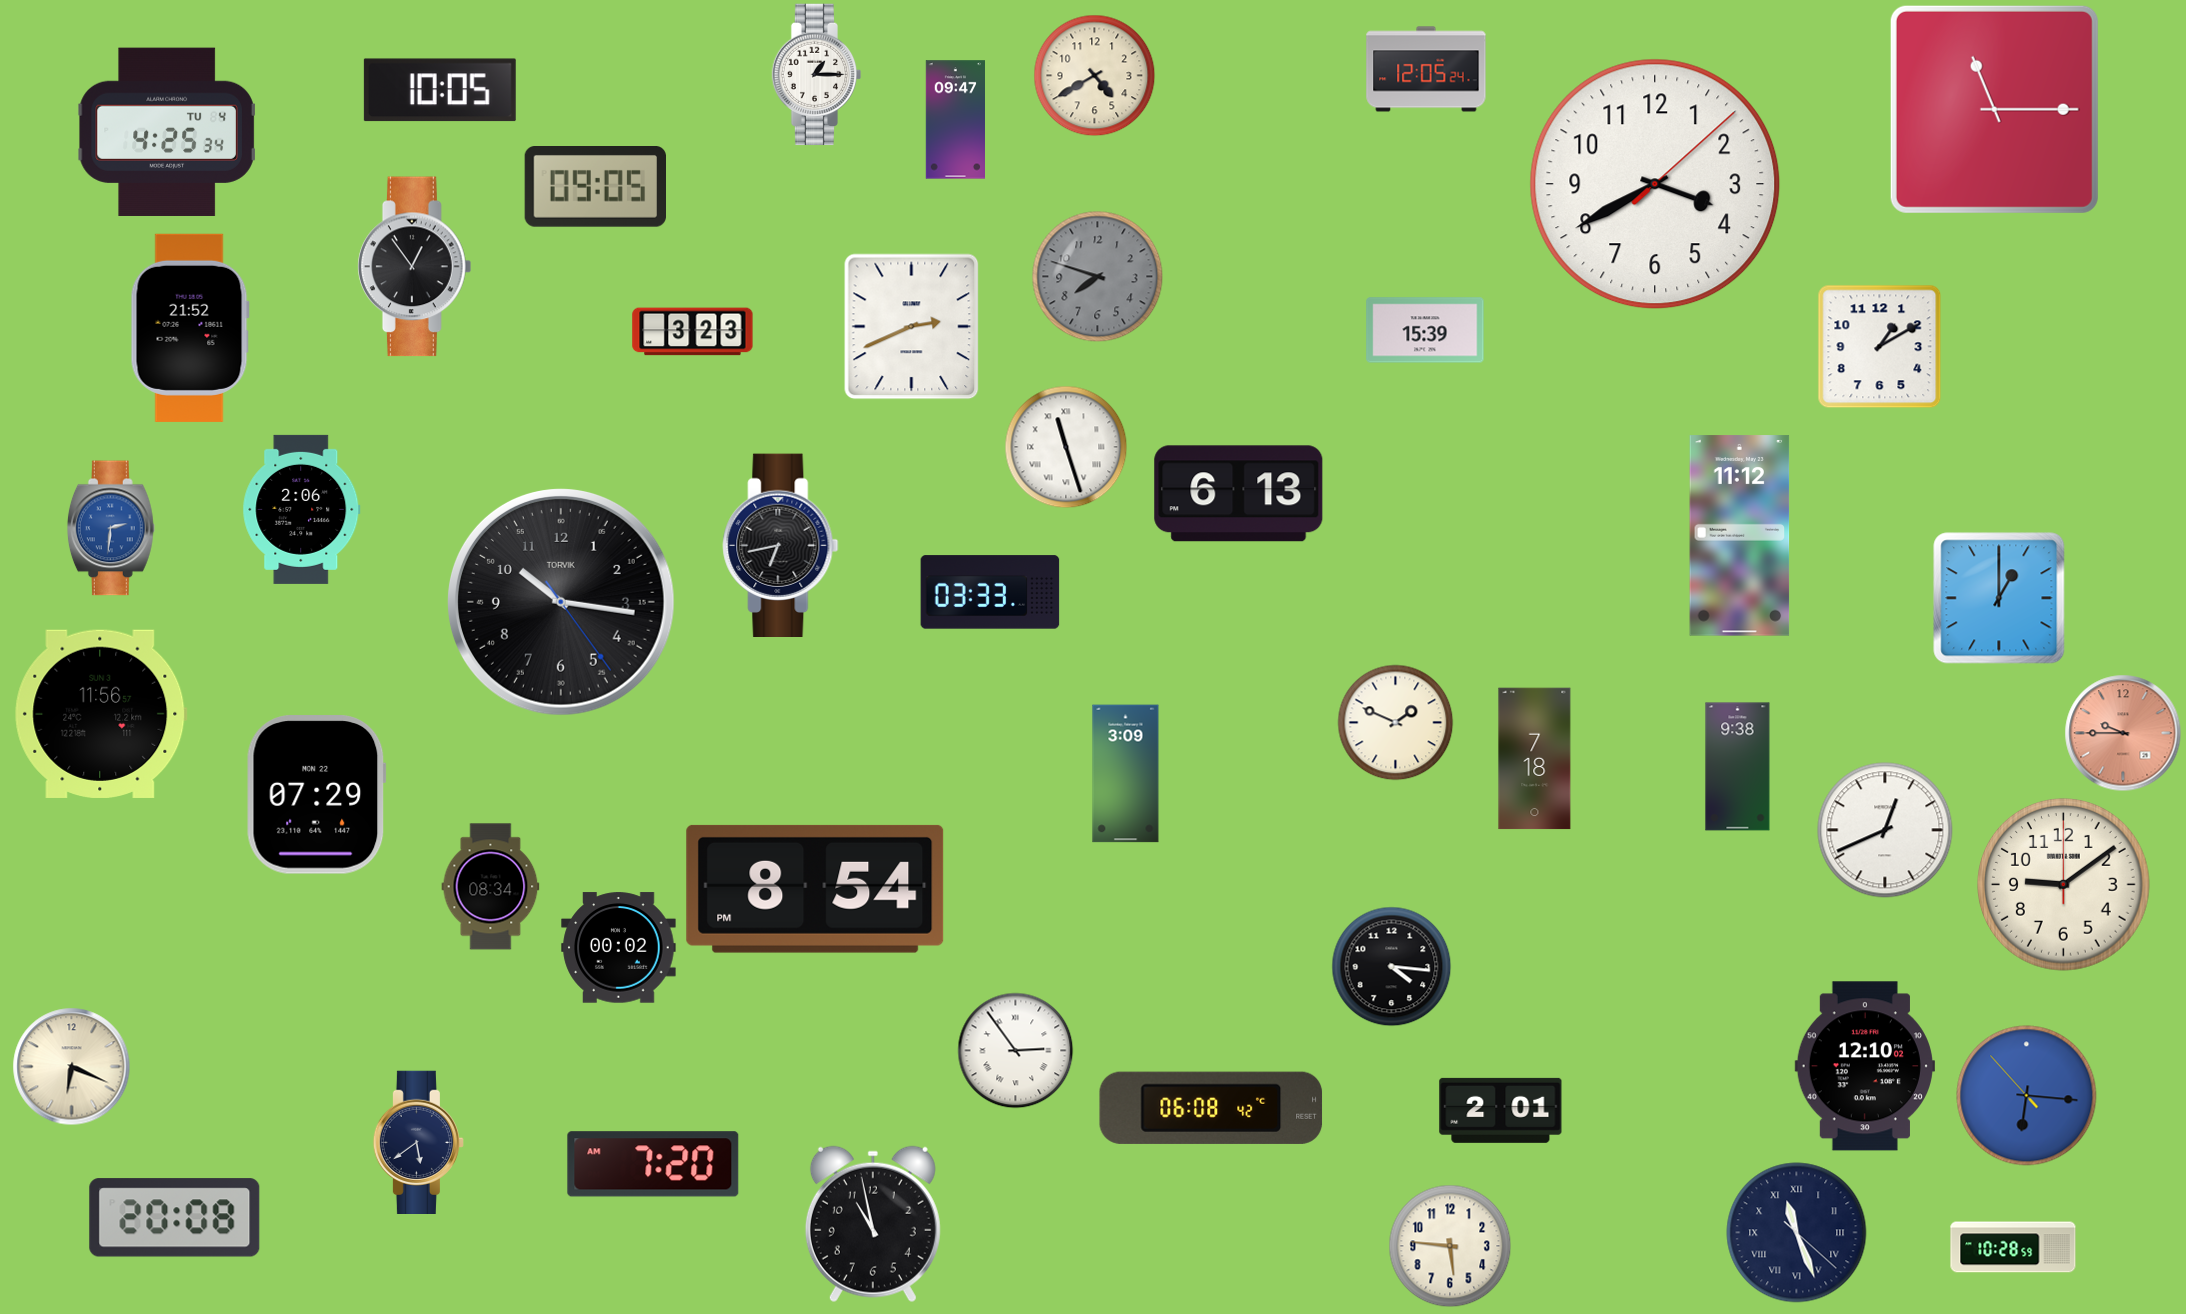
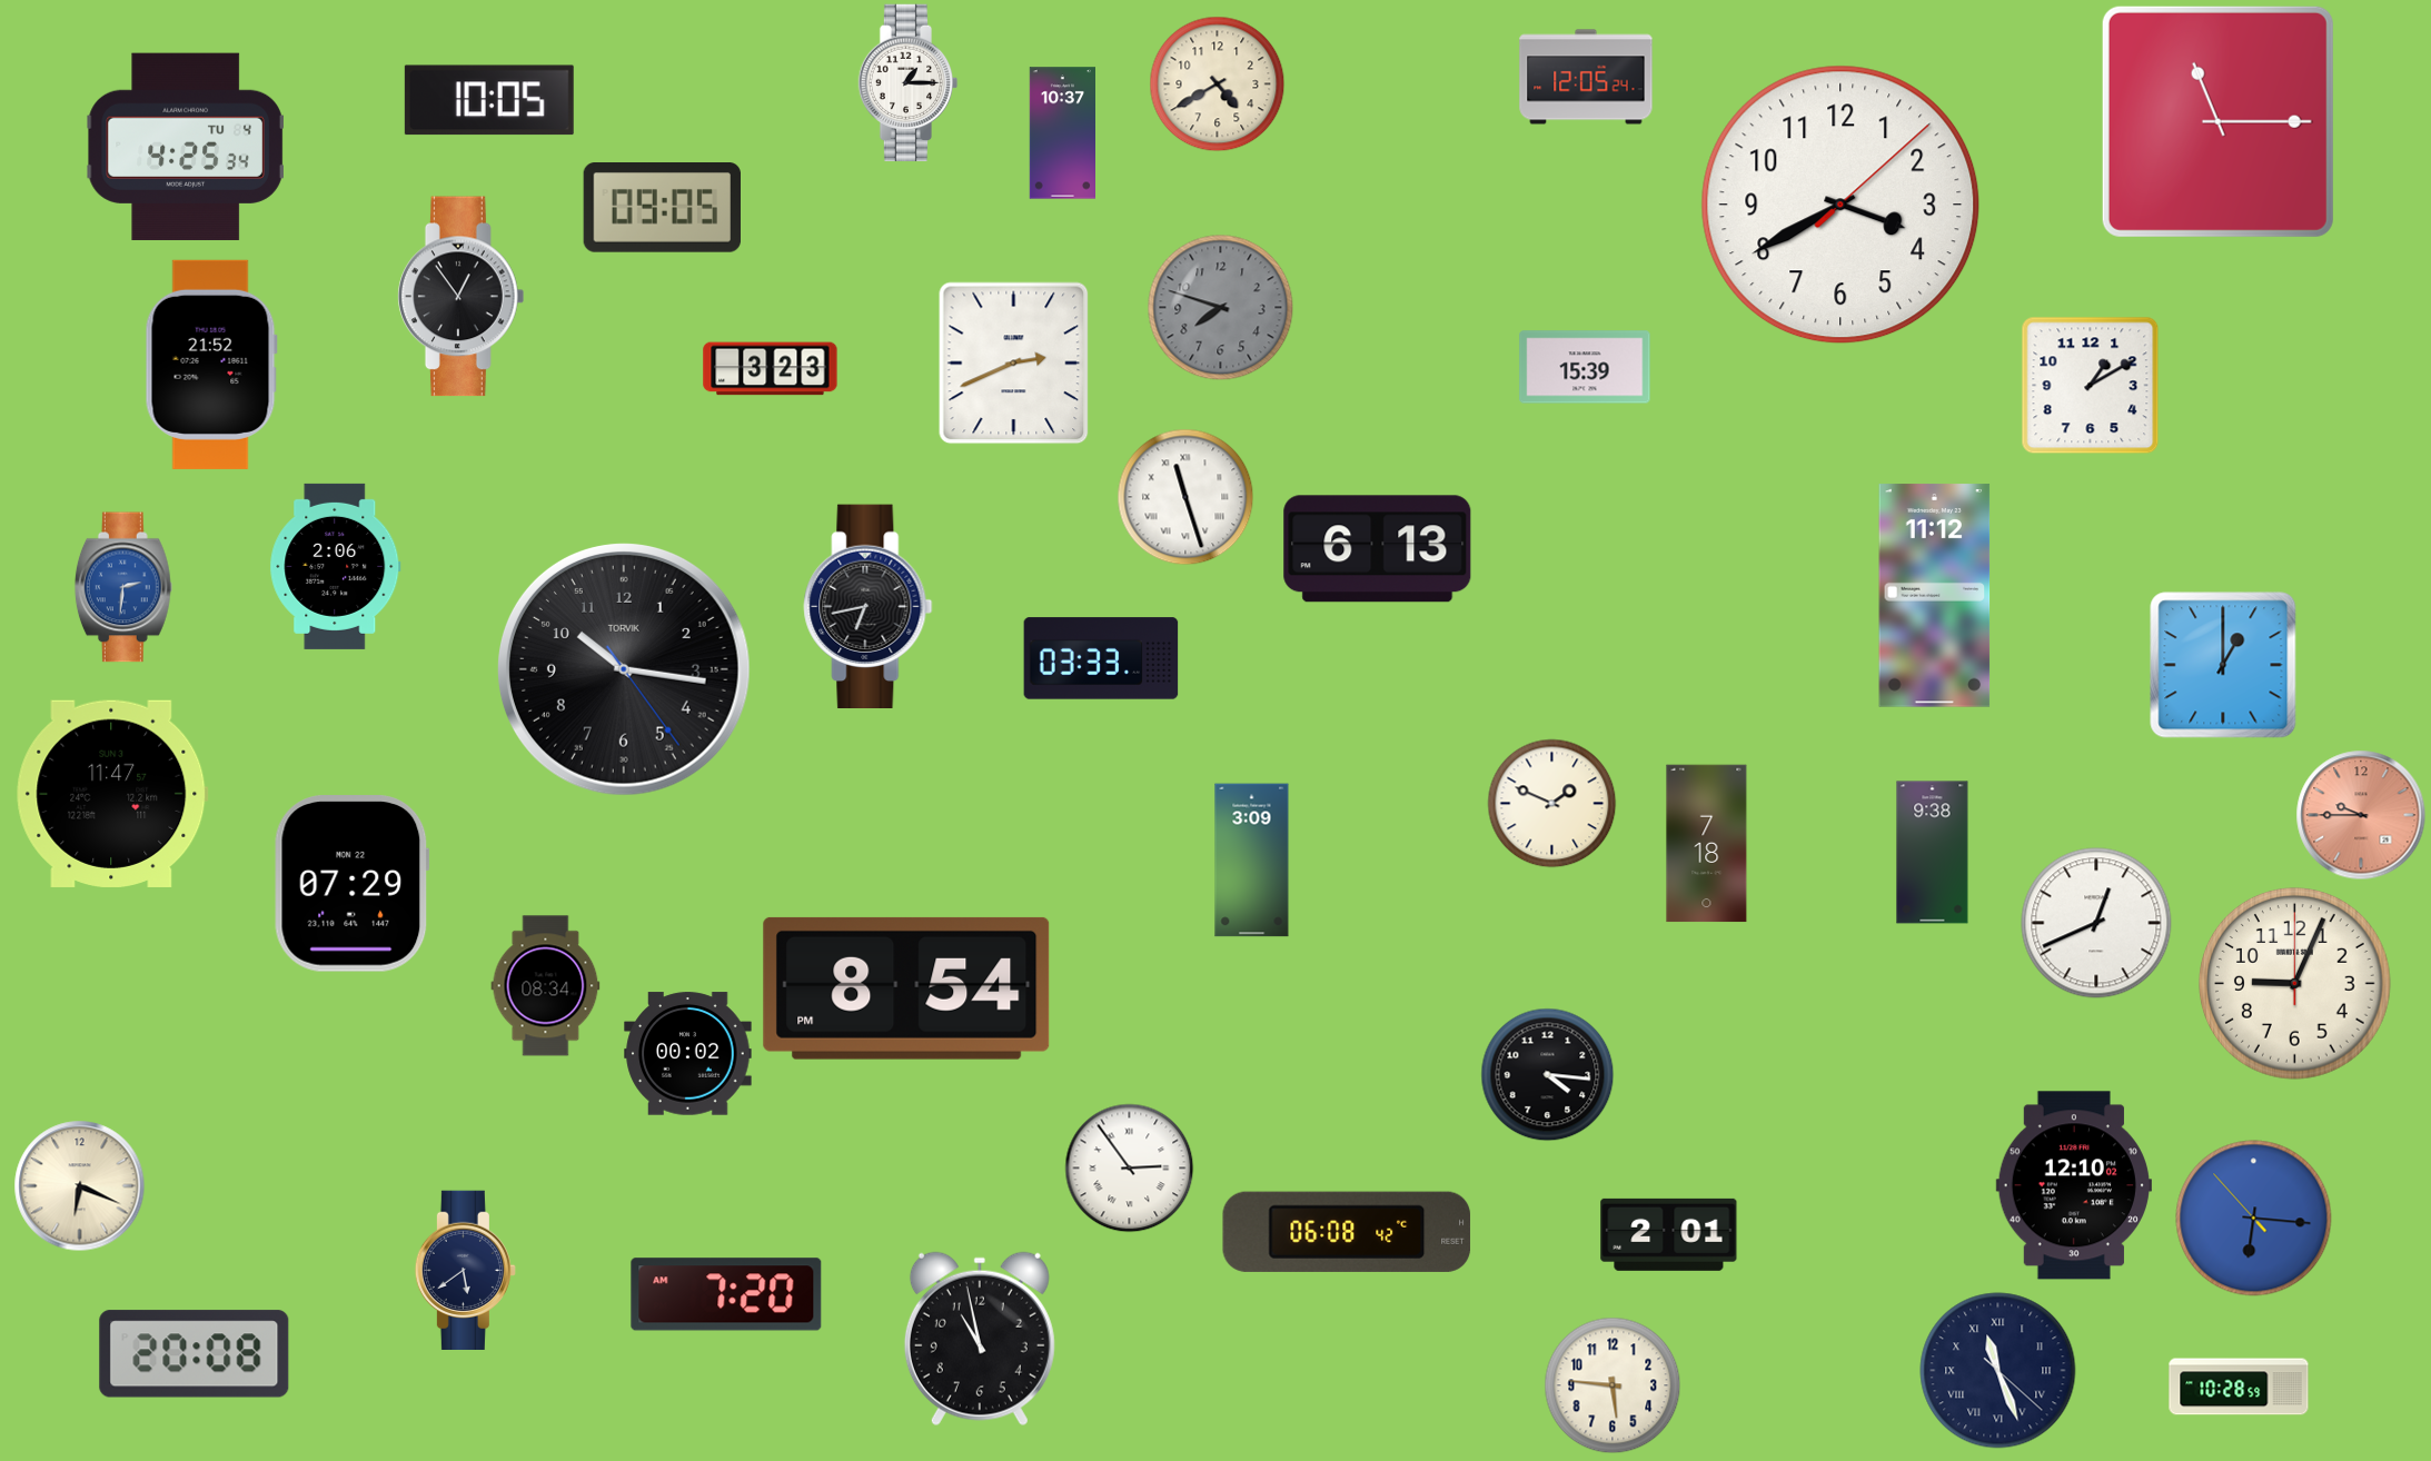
clock at (955, 120): 09:47 -> 10:37
clock at (101, 714): 11:56 -> 11:47
clock at (2064, 885): 9:09 -> 9:04
clock at (873, 1224) position: (873, 1224) -> (980, 1339)
